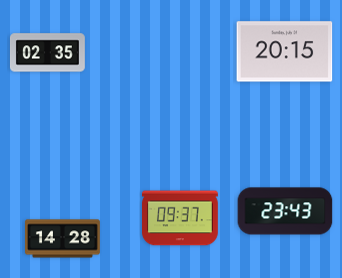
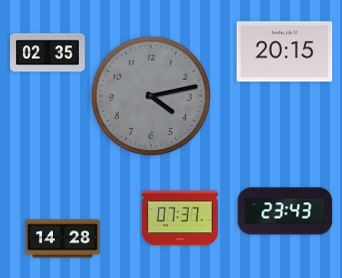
clock at (151, 96): none -> 4:13
clock at (181, 218): 09:37 -> 07:37
